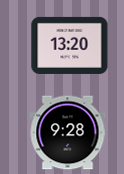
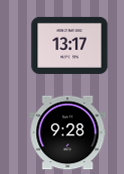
clock at (70, 45): 13:20 -> 13:17
